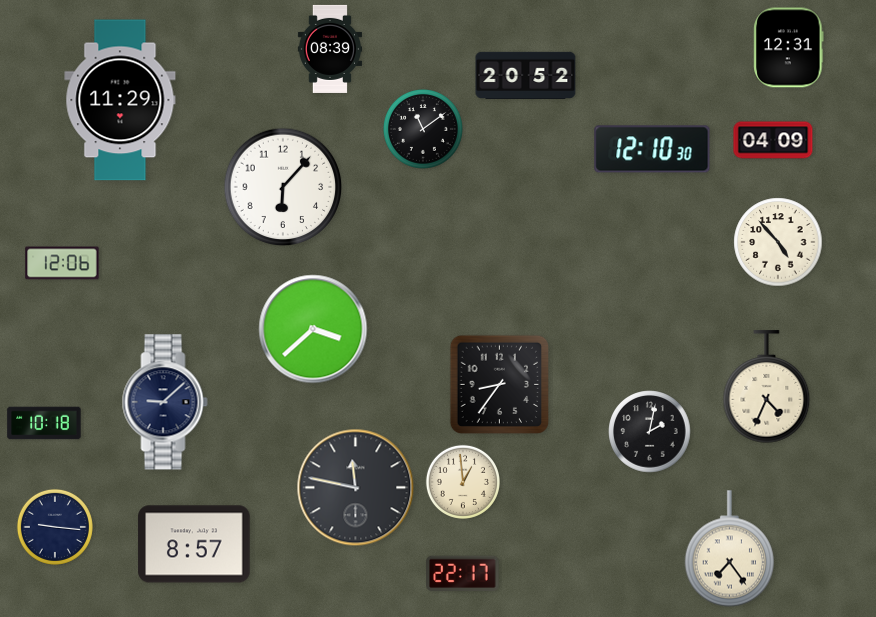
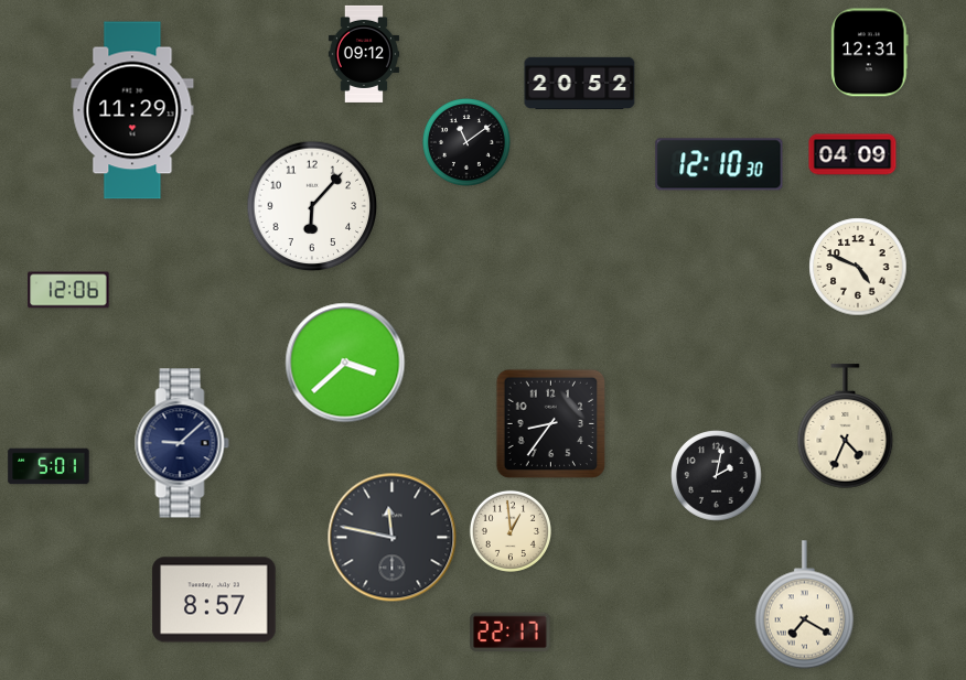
clock at (329, 49): 08:39 -> 09:12
clock at (778, 242): 4:53 -> 4:49
clock at (44, 423): 10:18 -> 5:01
clock at (55, 527): 9:16 -> none
clock at (730, 549): 7:24 -> 7:20
